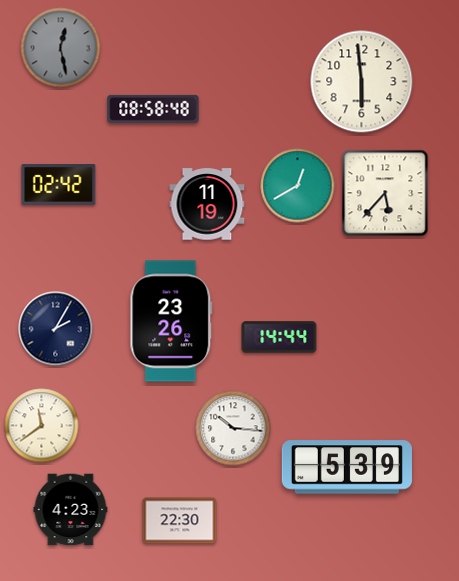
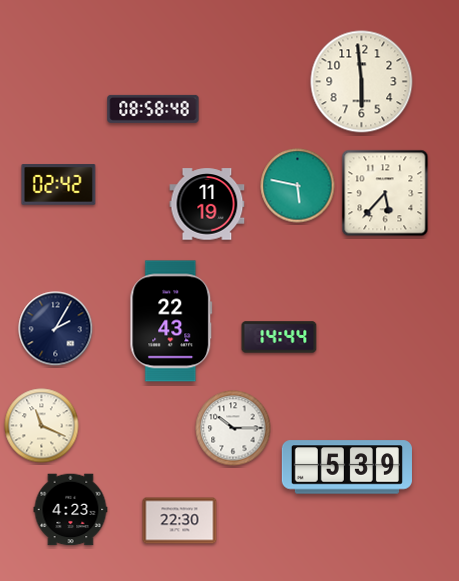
clock at (61, 48): 12:28 -> none
clock at (298, 186): 12:40 -> 5:47
clock at (171, 321): 23:26 -> 22:43
clock at (42, 426): 11:39 -> 11:19
clock at (233, 428): 10:16 -> 10:15
